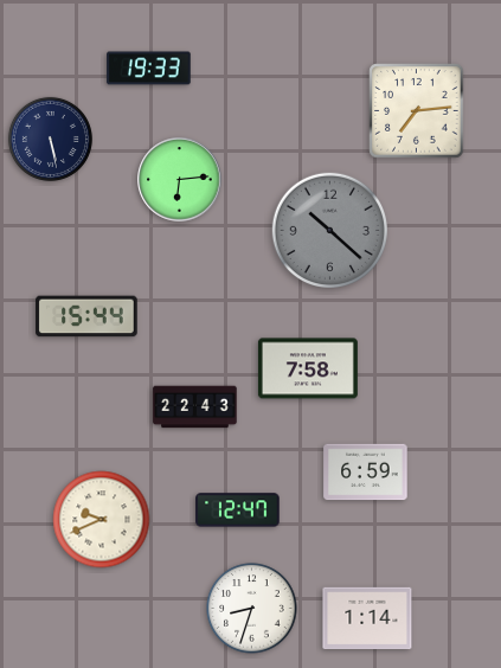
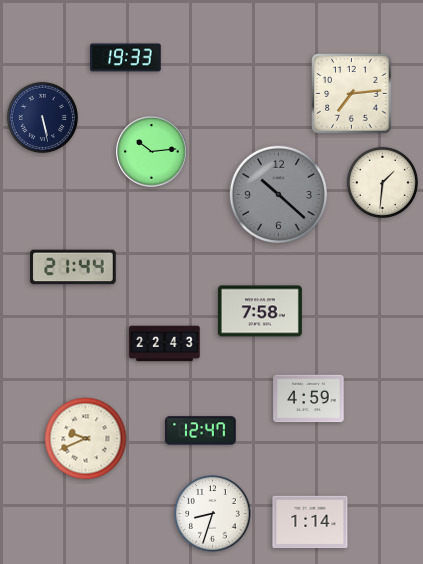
clock at (180, 180): 6:14 -> 10:14
clock at (382, 182): none -> 1:31
clock at (86, 316): 15:44 -> 21:44
clock at (366, 473): 6:59 -> 4:59
